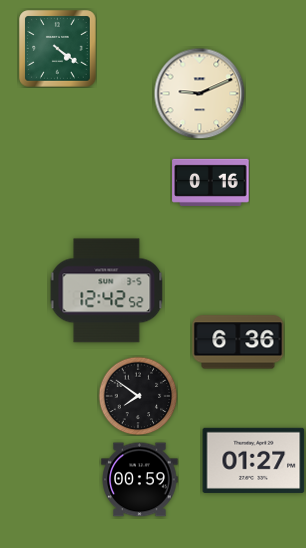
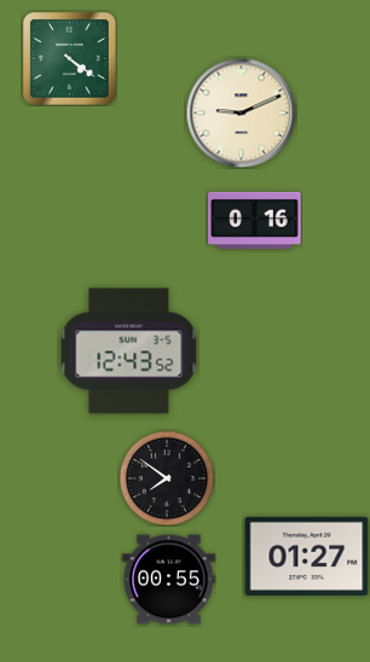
clock at (107, 291): 12:42 -> 12:43
clock at (238, 342): 6:36 -> none
clock at (140, 480): 00:59 -> 00:55
